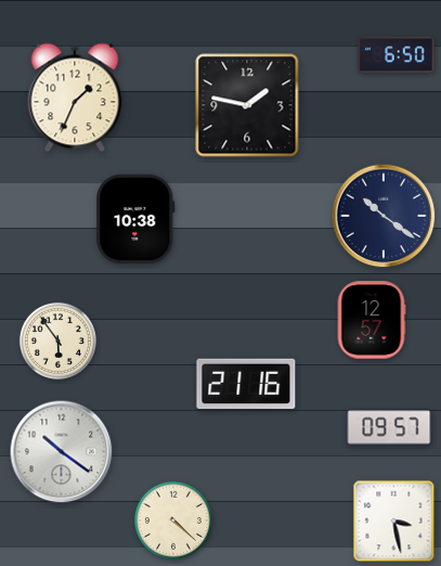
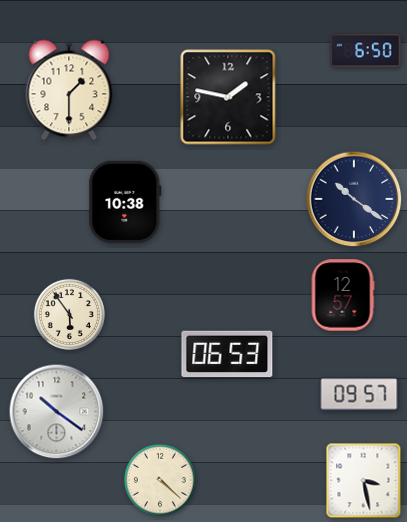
clock at (75, 98): 1:34 -> 1:30
clock at (57, 340) position: (57, 340) -> (69, 314)
clock at (246, 384): 21:16 -> 06:53
clock at (62, 452) position: (62, 452) -> (57, 412)
